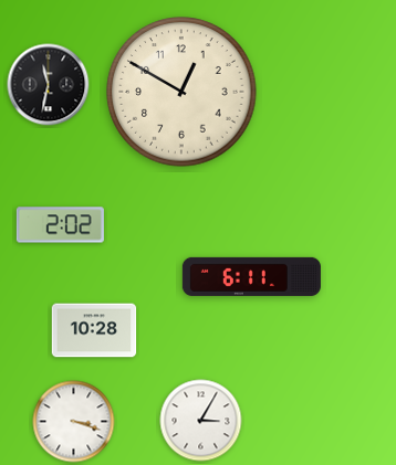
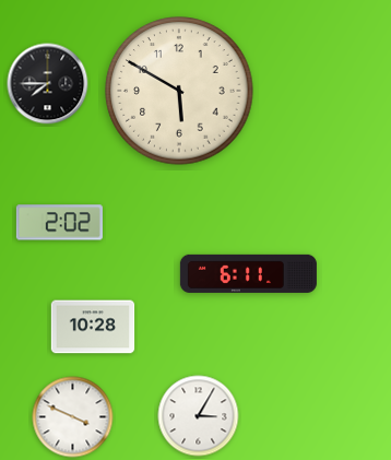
clock at (49, 85): 11:32 -> 7:45
clock at (181, 92): 12:50 -> 5:50
clock at (74, 422): 3:18 -> 3:49
